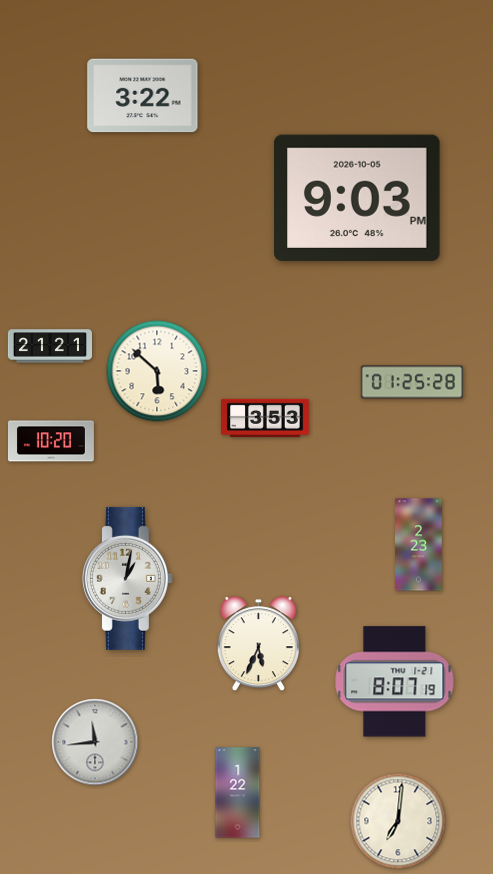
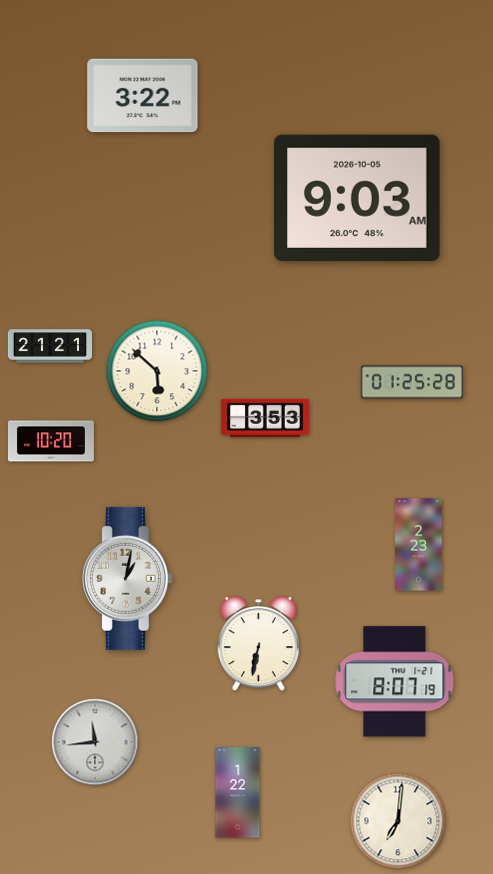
clock at (357, 197): 9:03 PM -> 9:03 AM
clock at (258, 644): 5:34 -> 6:32
